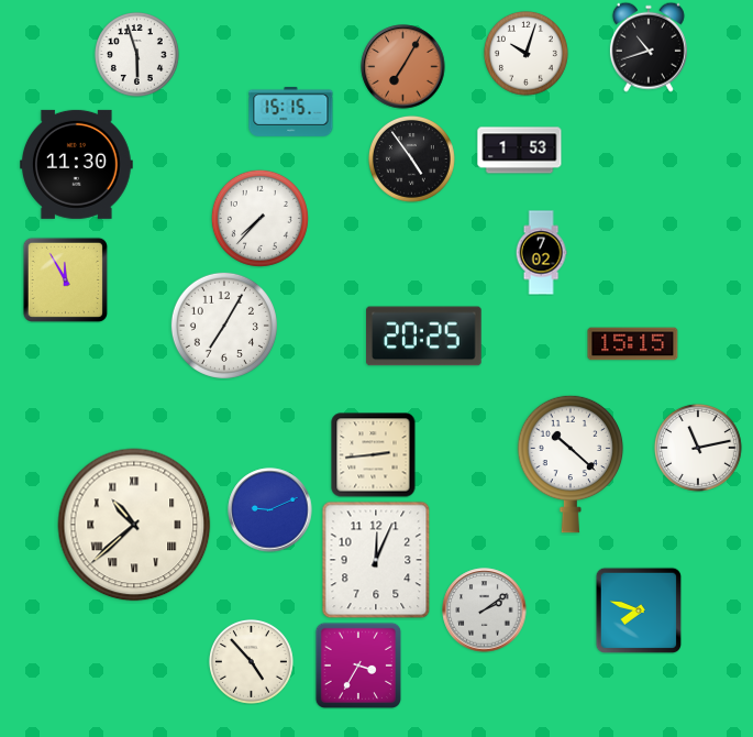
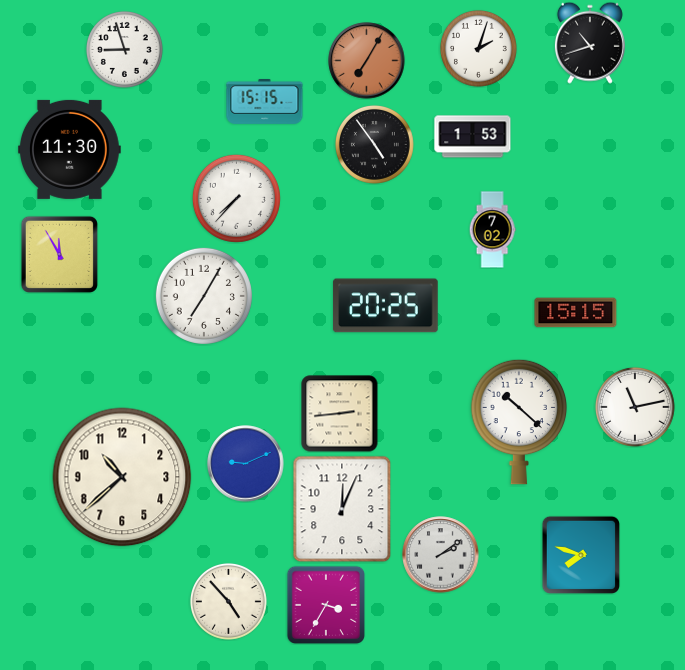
clock at (525, 53): 10:03 -> 2:03
clock at (136, 54): 5:57 -> 8:57
clock at (134, 525) numerals: Roman -> Arabic
